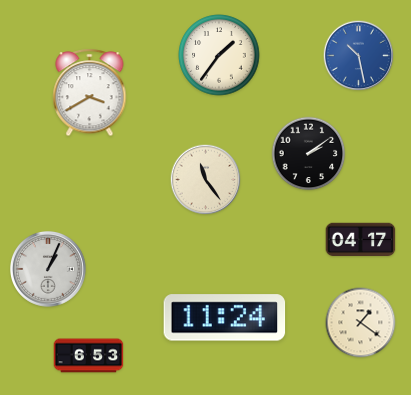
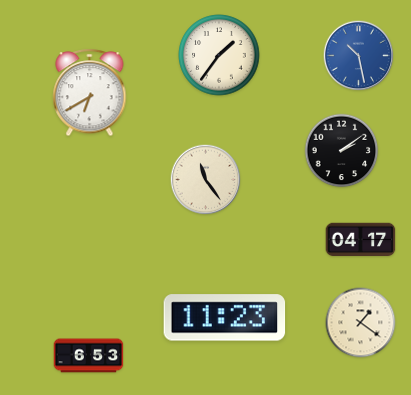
clock at (90, 93): 3:40 -> 6:40
clock at (309, 154) position: (309, 154) -> (342, 151)
clock at (49, 270): 1:04 -> none
clock at (225, 318): 11:24 -> 11:23
